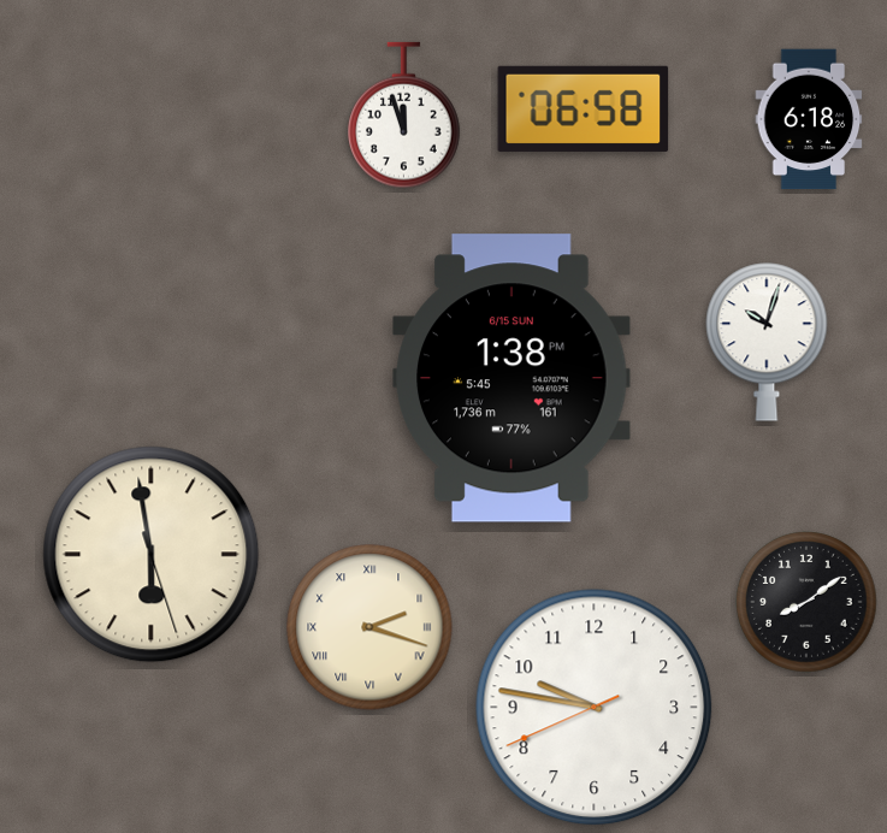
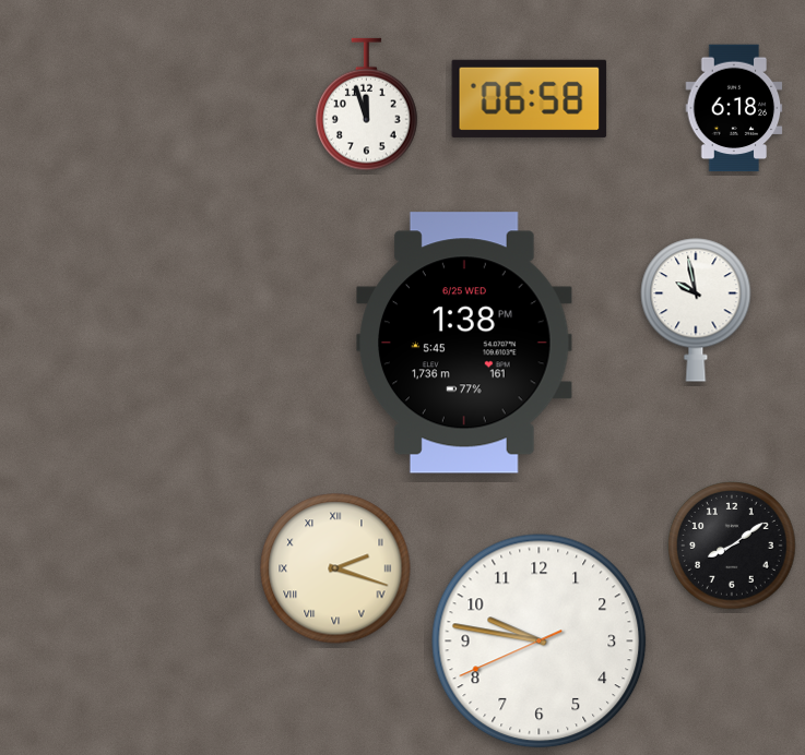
clock at (767, 342): 10:03 -> 9:58
clock at (511, 378) date: 6/15 SUN -> 6/25 WED
clock at (152, 555): 5:58 -> none
